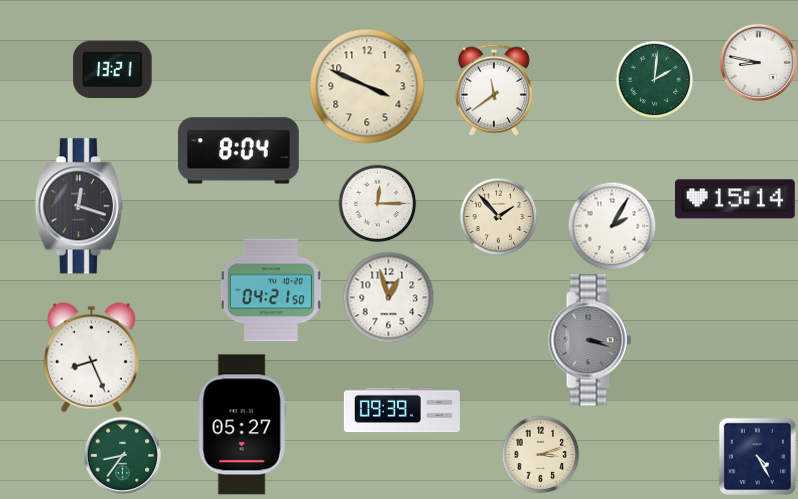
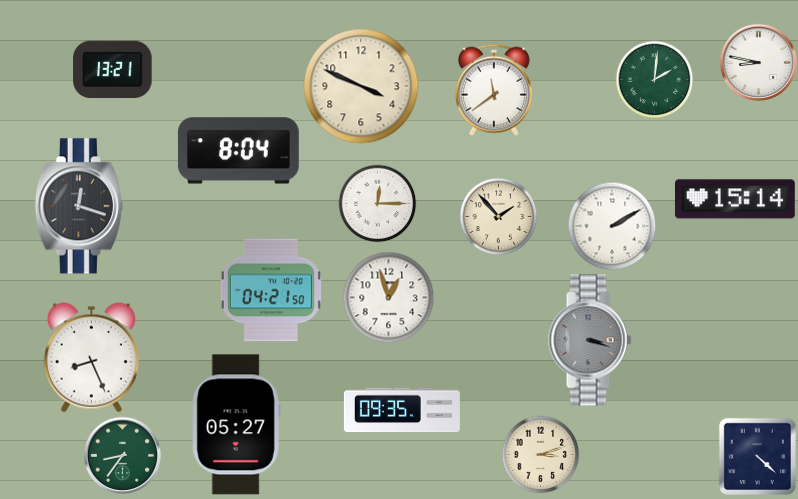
clock at (367, 86) position: (367, 86) -> (361, 86)
clock at (612, 226): 2:05 -> 2:10
clock at (402, 410): 09:39 -> 09:35
clock at (242, 425) position: (242, 425) -> (236, 425)
clock at (757, 456): 4:25 -> 4:22
